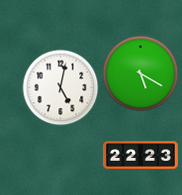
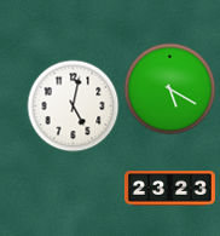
clock at (140, 156): 22:23 -> 23:23
